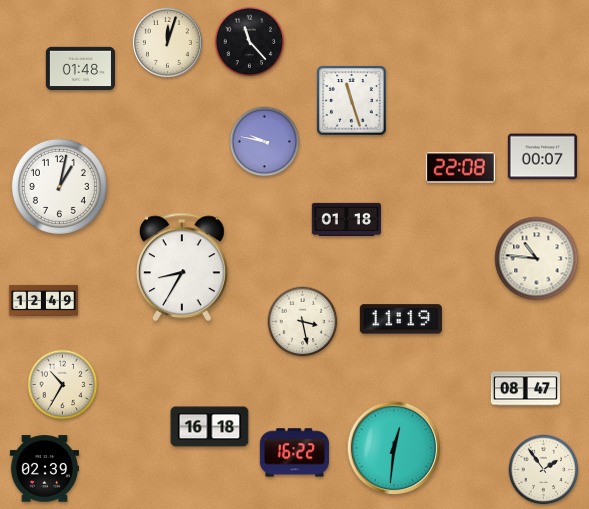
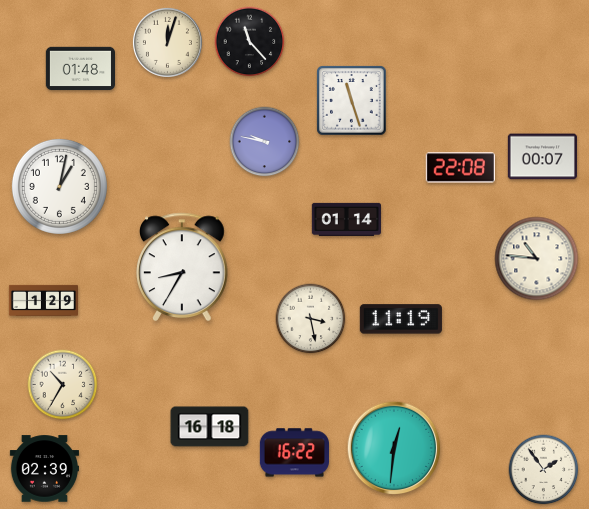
clock at (346, 219): 01:18 -> 01:14
clock at (43, 300): 12:49 -> 1:29
clock at (303, 322) position: (303, 322) -> (311, 319)
clock at (525, 389): 08:47 -> none
